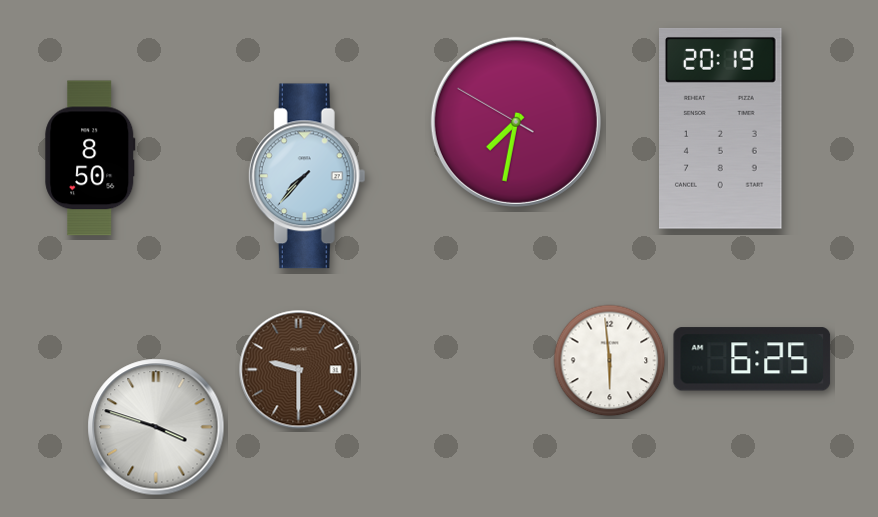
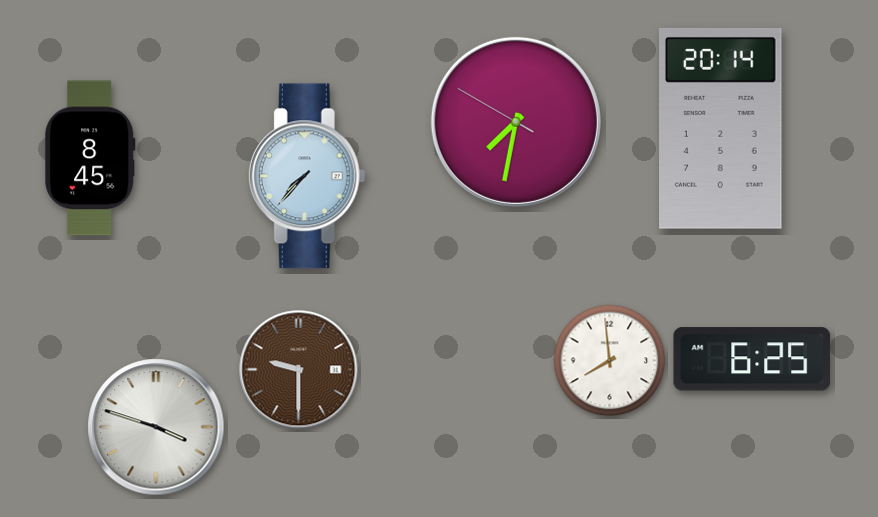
clock at (721, 128): 20:19 -> 20:14
clock at (90, 158): 8:50 -> 8:45
clock at (610, 361): 5:59 -> 7:59
